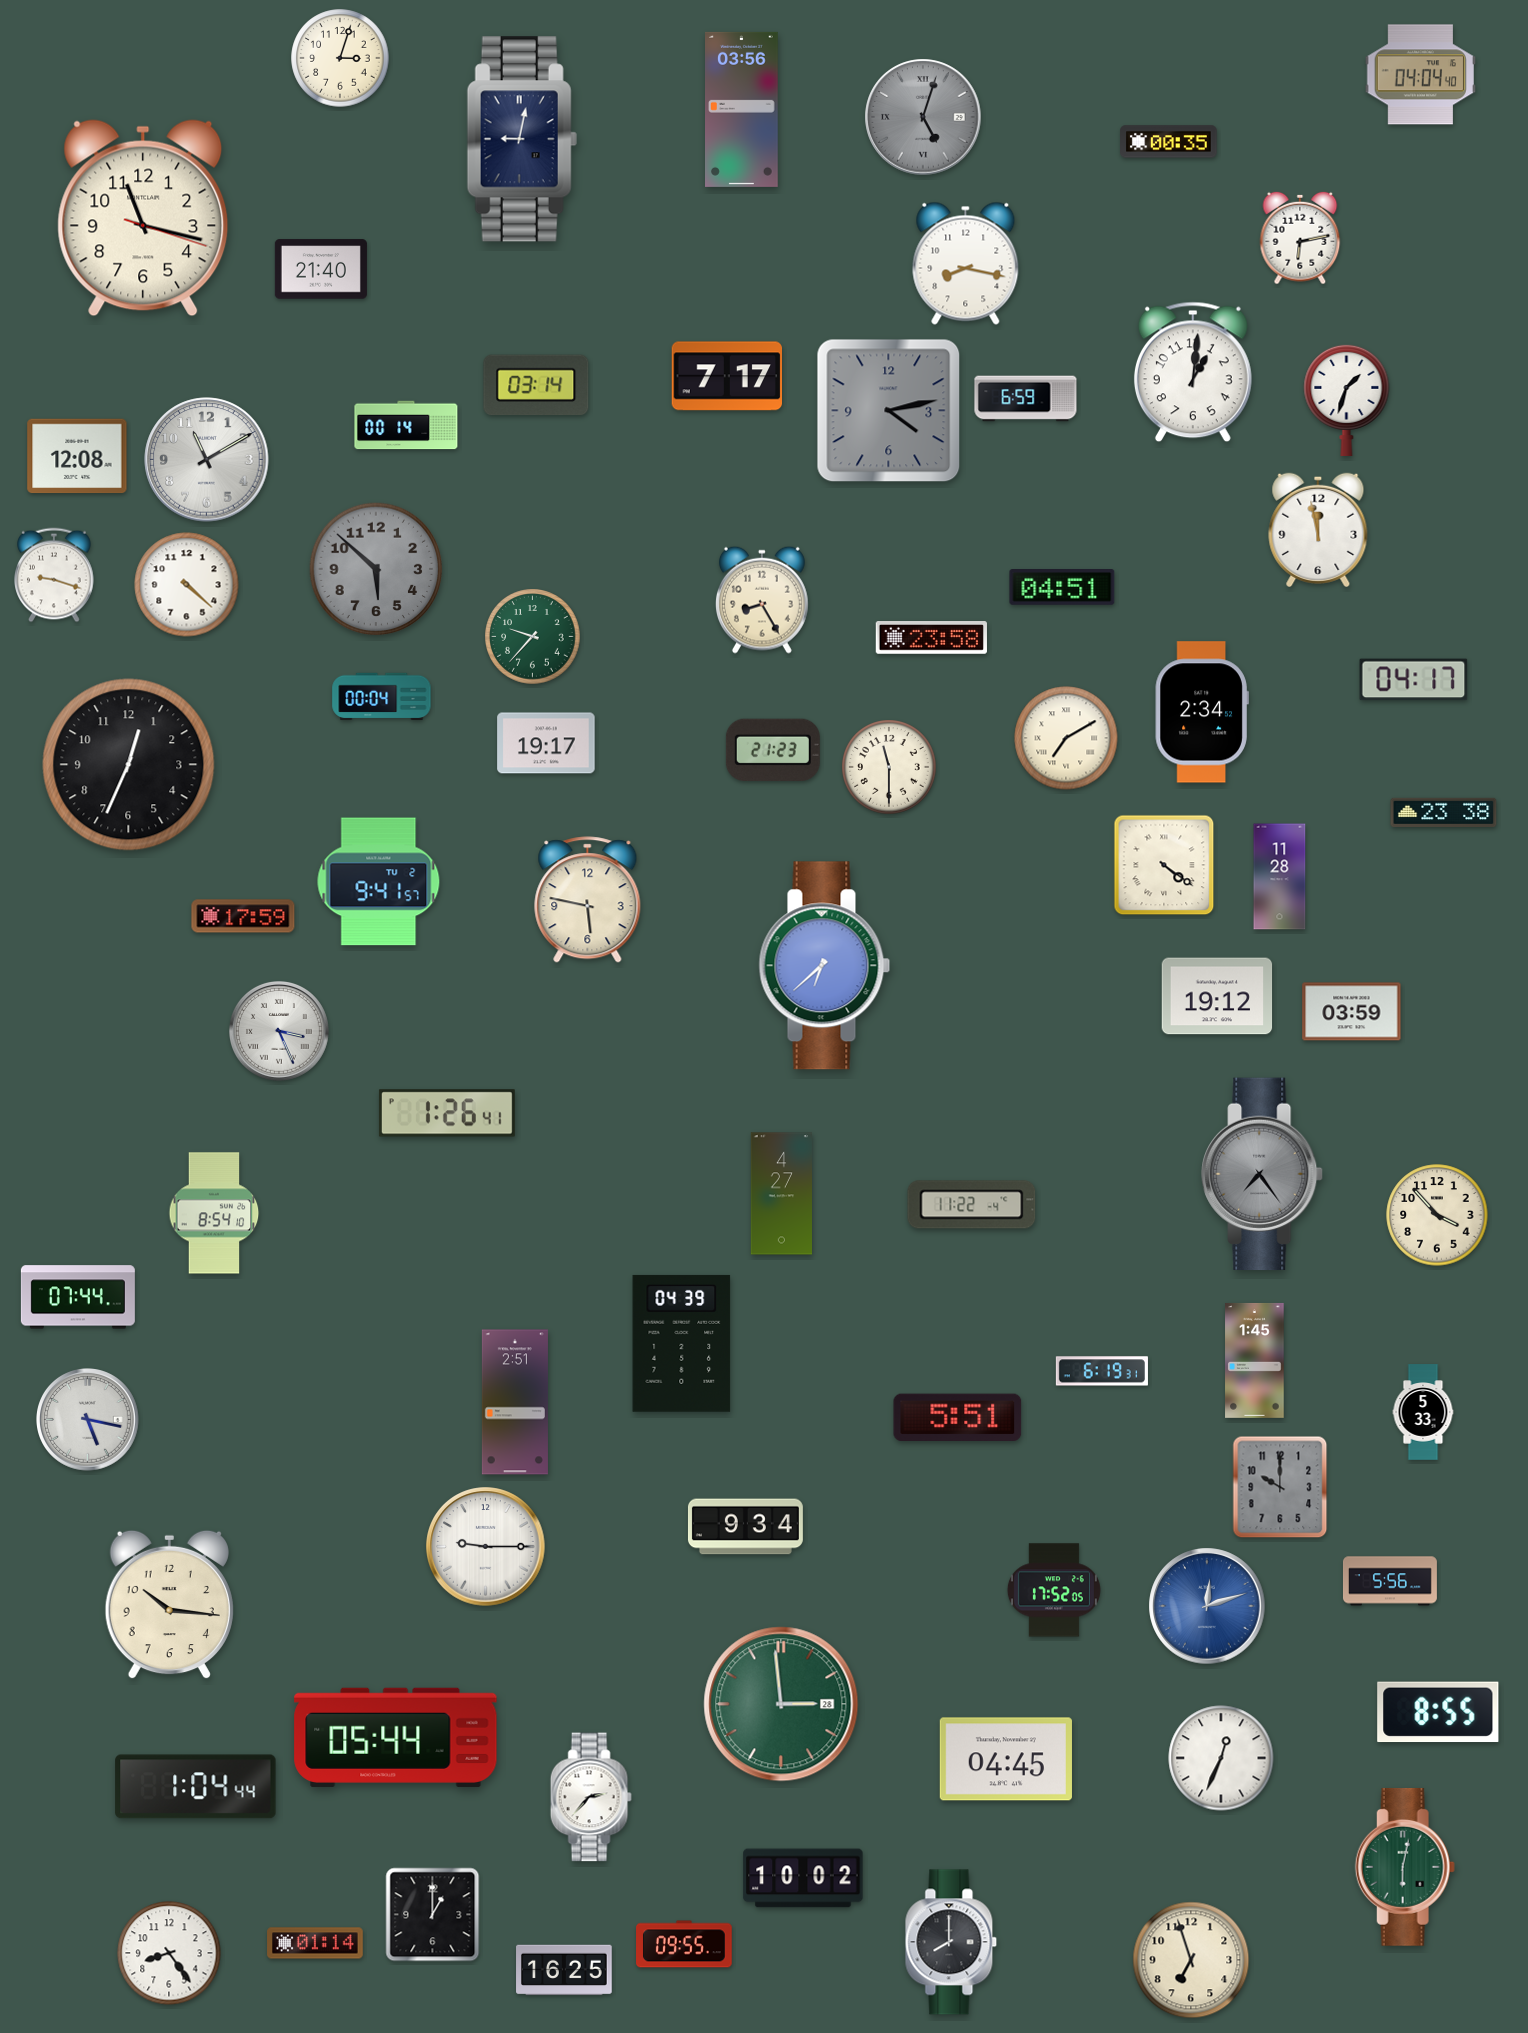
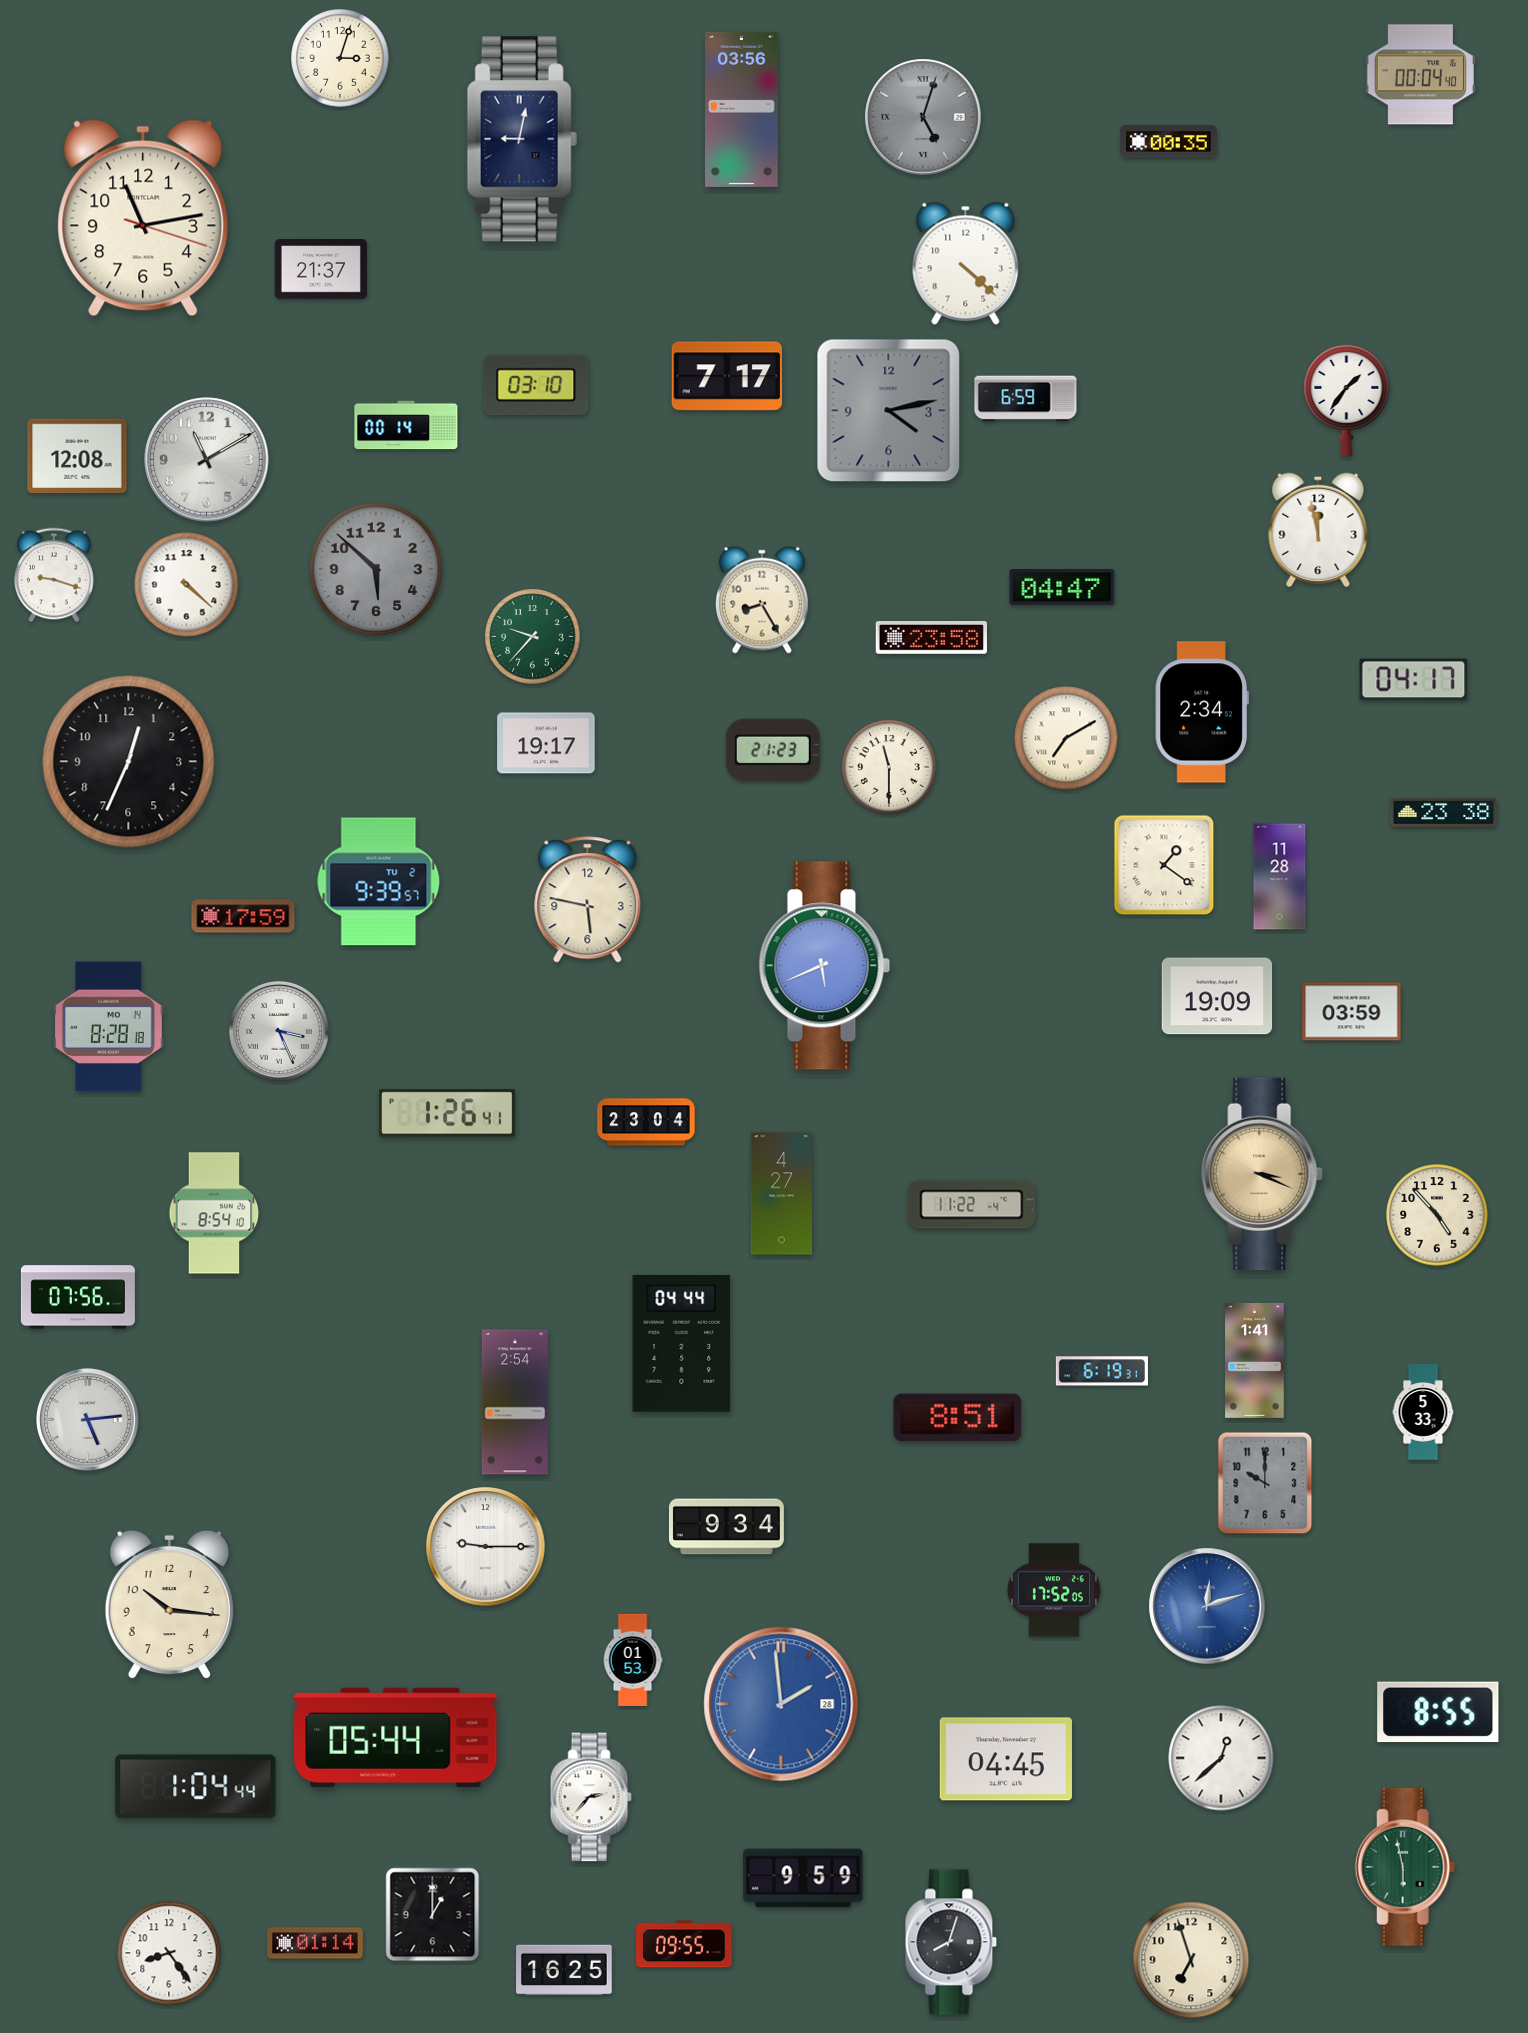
clock at (1420, 75): 04:04 -> 00:04
clock at (143, 218): 11:17 -> 11:13
clock at (1300, 238): 6:13 -> none
clock at (966, 263): 8:17 -> 4:22
clock at (321, 269): 21:40 -> 21:37
clock at (1193, 372): 1:01 -> none
clock at (536, 385): 03:14 -> 03:10
clock at (1347, 399): 1:33 -> 1:36
clock at (1062, 588): 04:51 -> 04:47
clock at (382, 697): 00:04 -> none
clock at (129, 765) position: (129, 765) -> (129, 762)
clock at (1164, 865): 4:21 -> 1:21
clock at (379, 882): 9:41 -> 9:39
clock at (825, 966): 6:38 -> 5:41
clock at (1217, 996): 19:12 -> 19:09
clock at (109, 1027): none -> 8:28
clock at (646, 1122): none -> 23:04
clock at (1262, 1173): 7:24 -> 3:19
clock at (1262, 1173) dial: grey -> champagne
clock at (1437, 1215): 3:53 -> 4:53
clock at (78, 1297): 07:44 -> 07:56
clock at (682, 1343): 04:39 -> 04:44
clock at (1255, 1360): 1:45 -> 1:41
clock at (515, 1402): 2:51 -> 2:54
clock at (958, 1417): 5:51 -> 8:51
clock at (88, 1420): 5:17 -> 5:14
clock at (1280, 1487) position: (1280, 1487) -> (1265, 1483)
clock at (745, 1527) position: (745, 1527) -> (726, 1527)
clock at (1390, 1581): 5:56 -> none
clock at (633, 1660): none -> 01:53
clock at (781, 1704): 2:59 -> 1:59
clock at (781, 1704) dial: green -> blue
clock at (1221, 1758): 12:34 -> 12:38
clock at (1405, 1867): 6:02 -> 5:58
clock at (803, 1878): 10:02 -> 9:59
clock at (951, 1942): 8:00 -> 8:03
